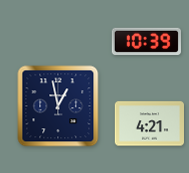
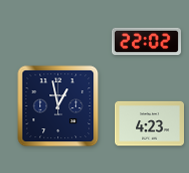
clock at (146, 41): 10:39 -> 22:02
clock at (150, 124): 4:21 -> 4:23
